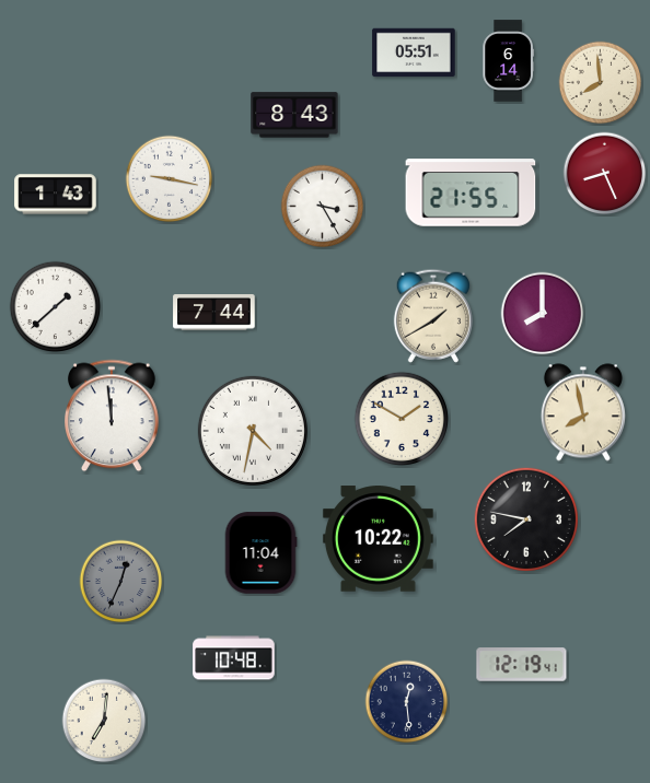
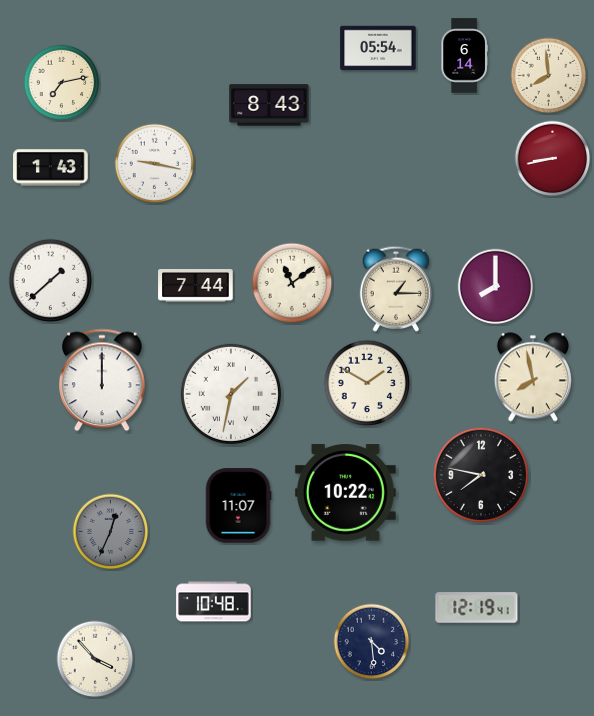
clock at (414, 52): 05:51 -> 05:54
clock at (62, 83): none -> 7:13
clock at (605, 174): 8:26 -> 8:43
clock at (471, 192): 21:55 -> none
clock at (56, 195) position: (56, 195) -> (51, 168)
clock at (323, 207): 3:25 -> none
clock at (292, 283): none -> 11:09
clock at (433, 316): 1:40 -> 1:15
clock at (113, 416): 11:59 -> 12:00
clock at (253, 431): 4:32 -> 1:32
clock at (260, 553): 11:04 -> 11:07
clock at (407, 702): 12:29 -> 4:29
clock at (104, 721): 7:01 -> 3:53
